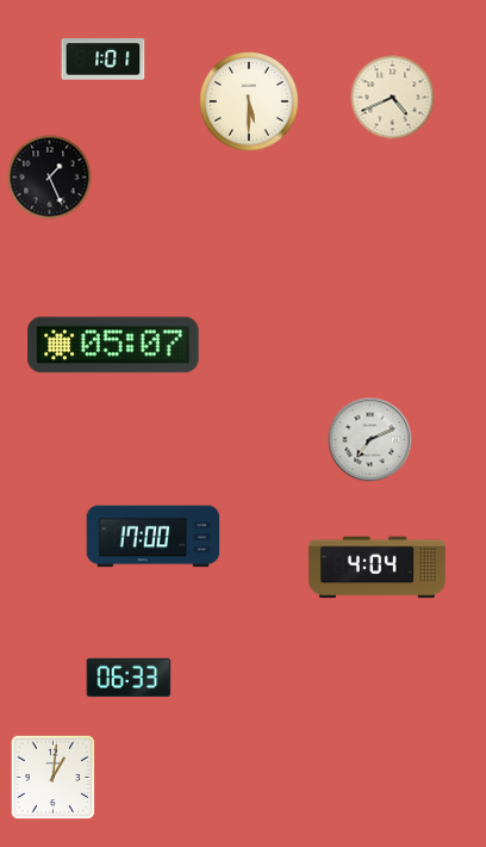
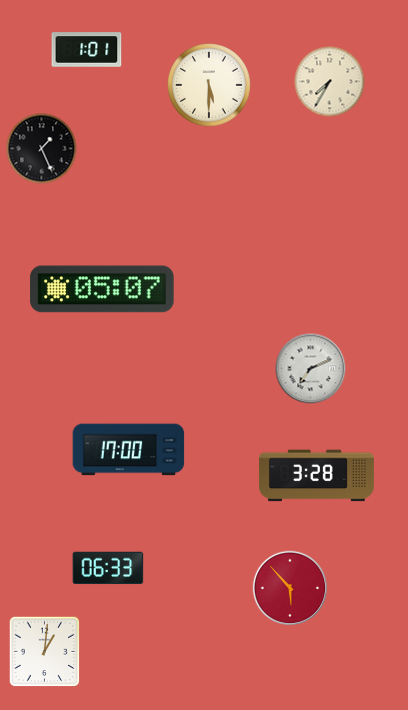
clock at (393, 98): 4:41 -> 7:35
clock at (113, 345) position: (113, 345) -> (102, 289)
clock at (376, 568): 4:04 -> 3:28
clock at (290, 588): none -> 5:53
